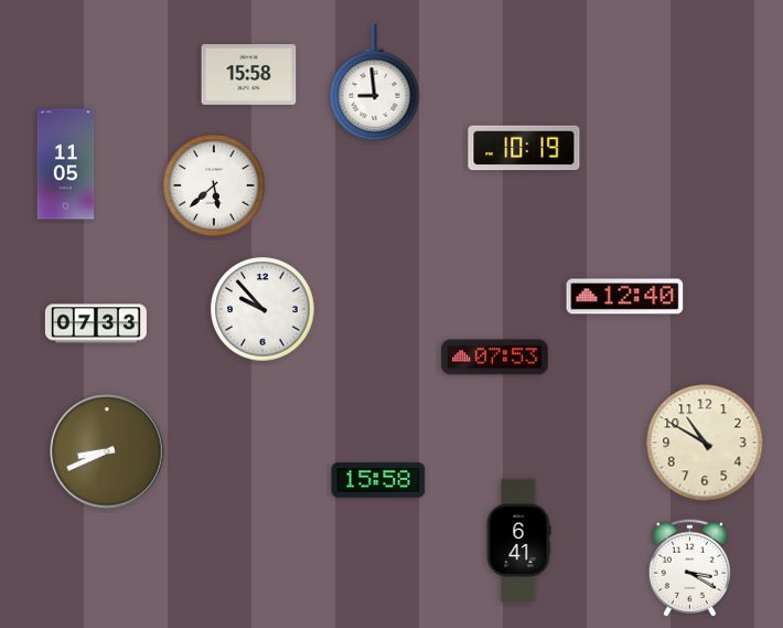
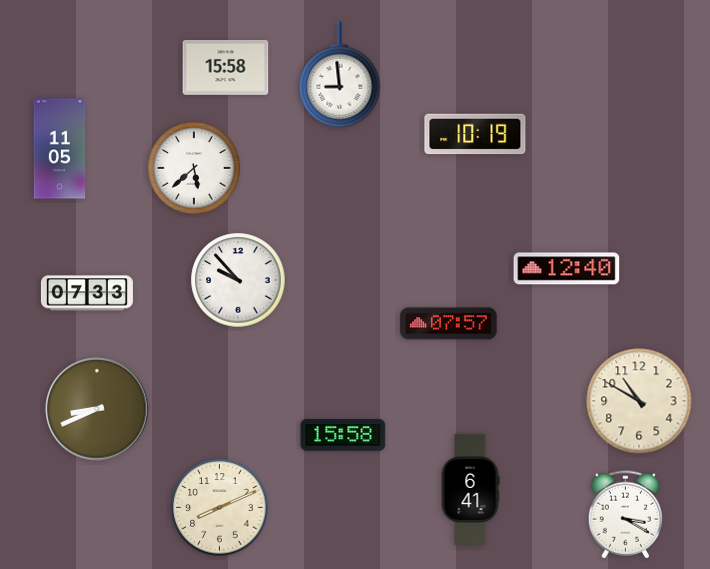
clock at (495, 358): 07:53 -> 07:57
clock at (220, 508): none -> 8:11
